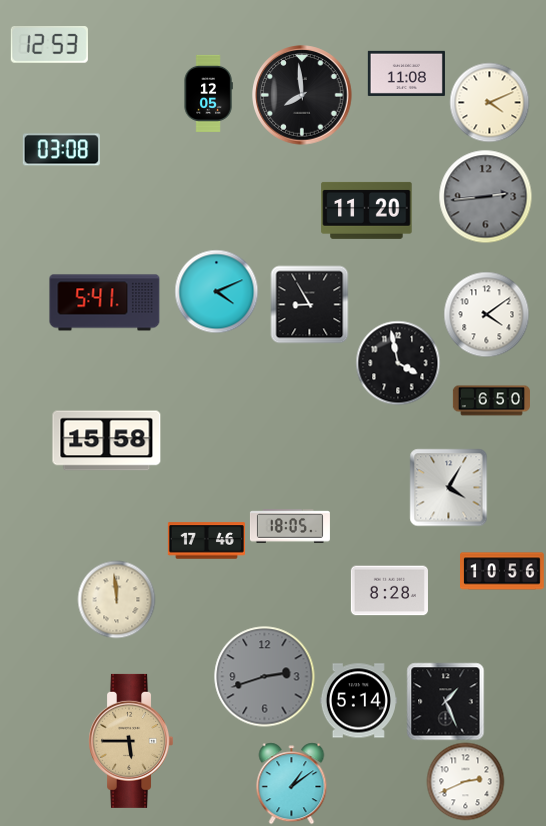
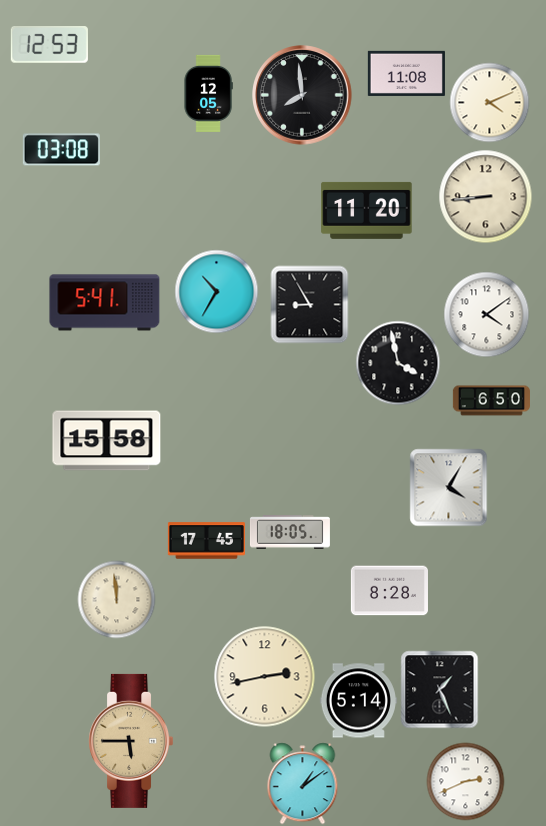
clock at (485, 196): 2:44 -> 8:44
clock at (485, 196) dial: grey -> cream
clock at (216, 291): 4:11 -> 10:35
clock at (290, 526) position: (290, 526) -> (290, 532)
clock at (206, 541): 17:46 -> 17:45
clock at (503, 571): 10:56 -> none
clock at (265, 677): 2:42 -> 2:43
clock at (265, 677) dial: grey -> cream
clock at (445, 701) position: (445, 701) -> (439, 689)
clock at (292, 783) position: (292, 783) -> (303, 783)
